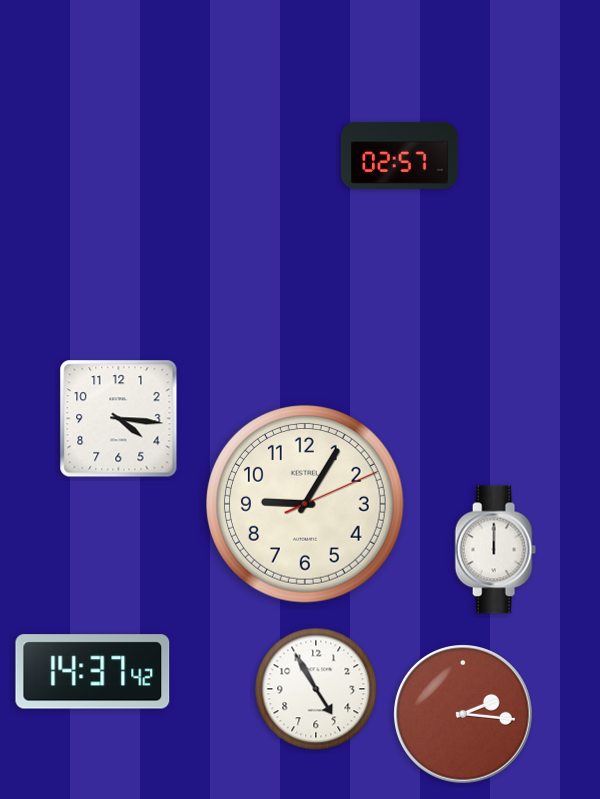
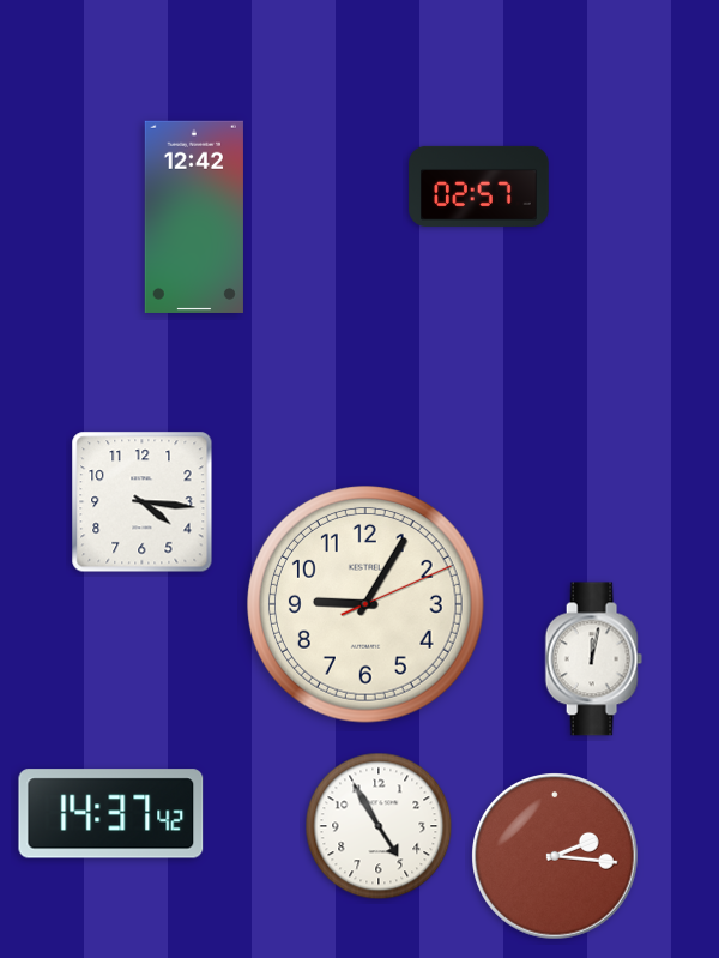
clock at (194, 217): none -> 12:42
clock at (495, 550): 12:00 -> 12:02
clock at (93, 672) position: (93, 672) -> (111, 814)
